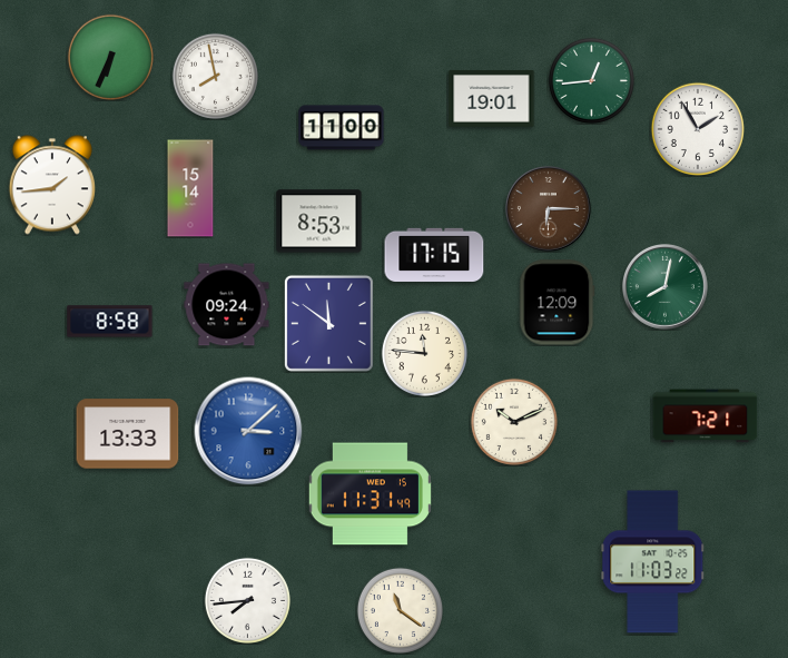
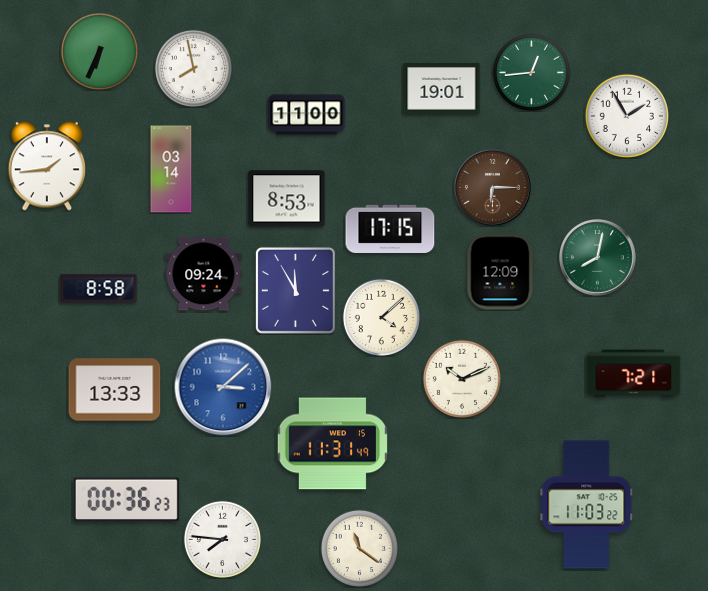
clock at (190, 188): 15:14 -> 03:14
clock at (328, 323): 11:51 -> 11:55
clock at (424, 353): 11:46 -> 4:08
clock at (126, 500): none -> 00:36
clock at (247, 600): 7:44 -> 7:46
